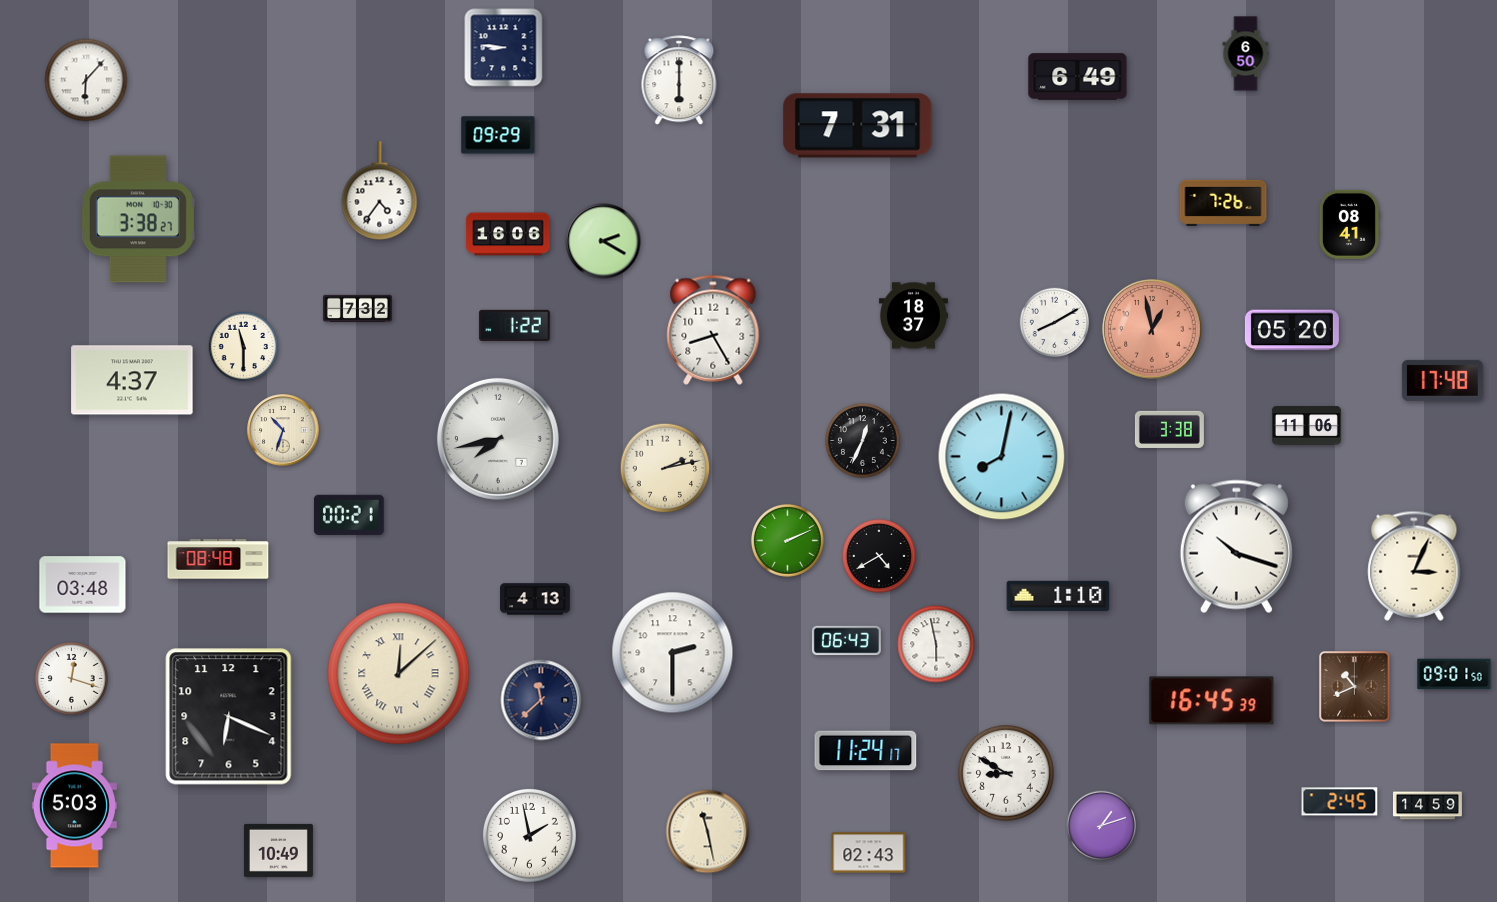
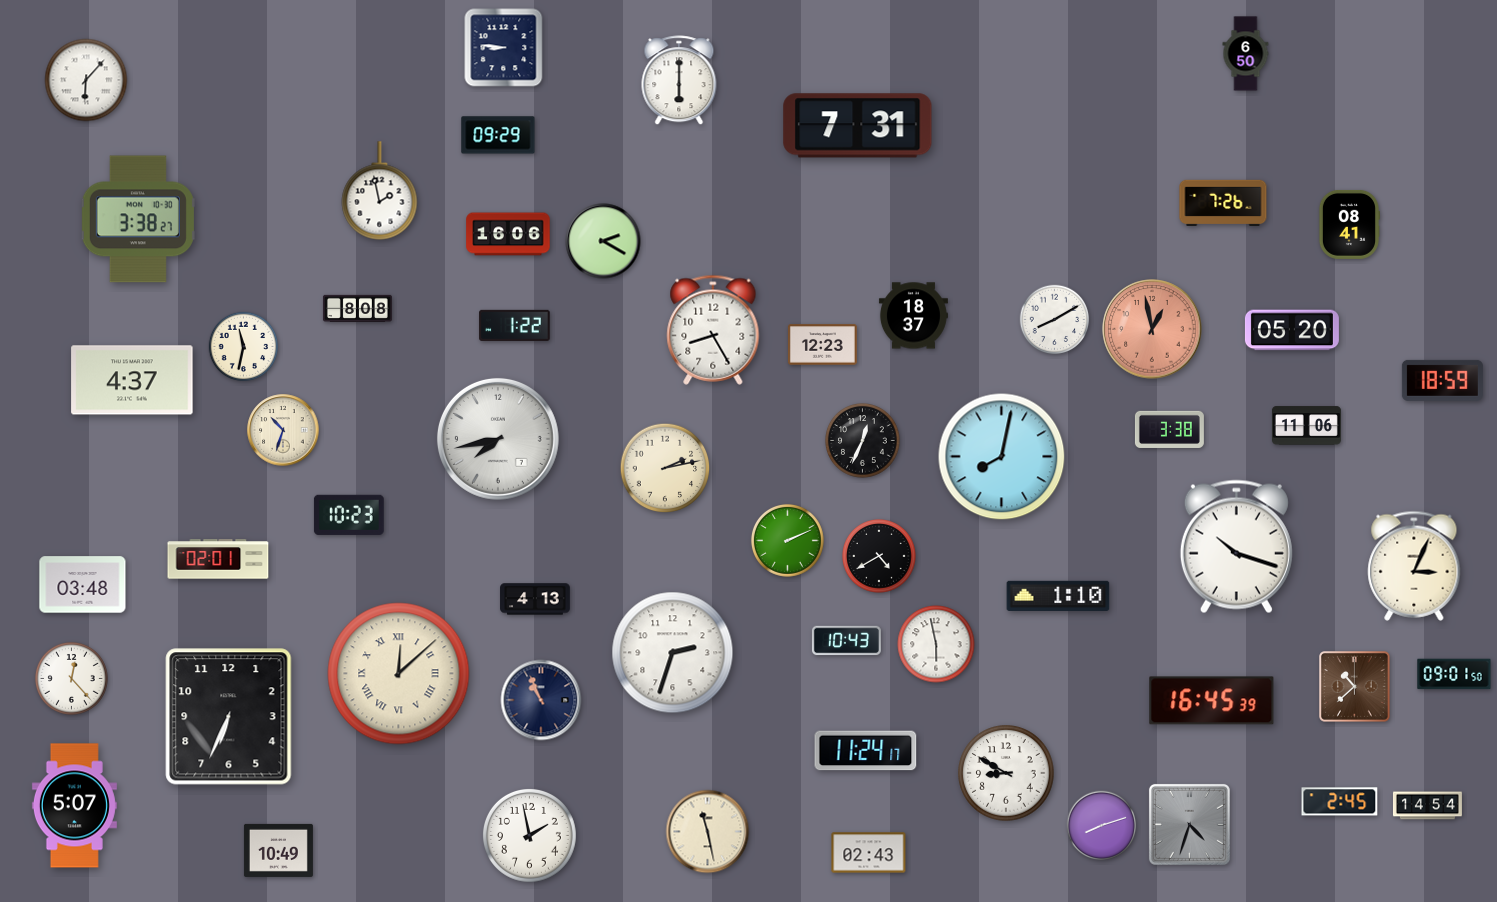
clock at (1078, 77): 6:49 -> none
clock at (380, 191): 4:36 -> 1:58
clock at (357, 308): 7:32 -> 8:08
clock at (1055, 323) position: (1055, 323) -> (1055, 320)
clock at (822, 345): none -> 12:23
clock at (244, 347): 11:30 -> 11:32
clock at (1442, 380): 17:48 -> 18:59
clock at (349, 515): 00:21 -> 10:23
clock at (218, 559): 08:48 -> 02:01
clock at (846, 641): 06:43 -> 10:43
clock at (673, 653): 2:30 -> 2:33
clock at (71, 678): 12:18 -> 12:23
clock at (1355, 687): 10:41 -> 10:38
clock at (541, 700): 11:38 -> 10:56
clock at (229, 717): 6:19 -> 6:34
clock at (74, 806): 5:03 -> 5:07
clock at (1427, 806): 14:59 -> 14:54
clock at (1189, 824): none -> 4:33
clock at (1102, 826): 1:12 -> 8:12
